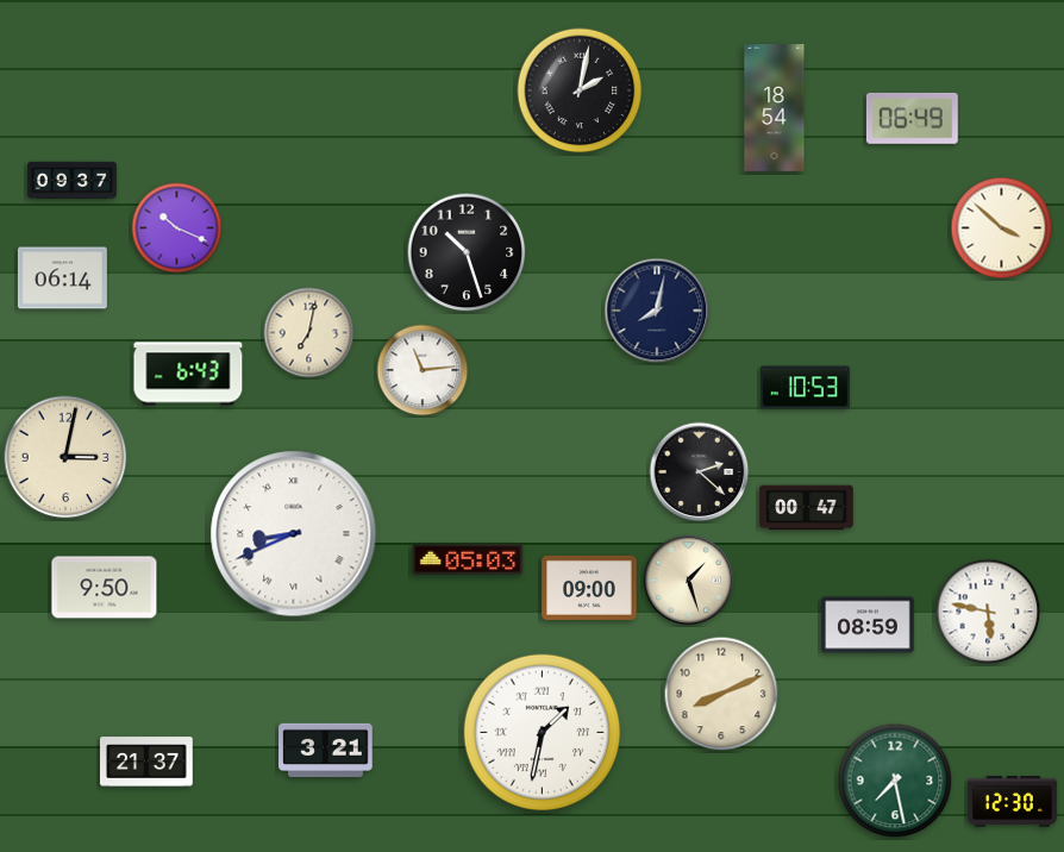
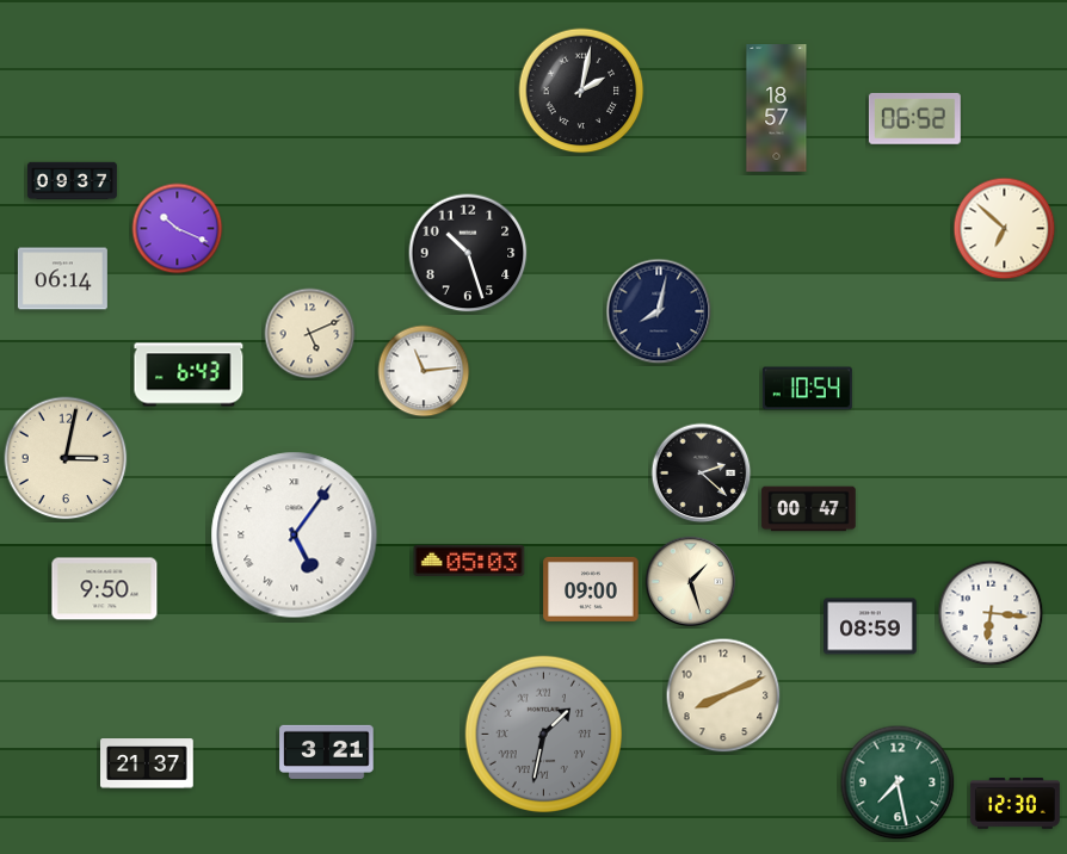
clock at (775, 108): 18:54 -> 18:57
clock at (912, 118): 06:49 -> 06:52
clock at (1002, 228): 3:52 -> 6:52
clock at (309, 333): 7:02 -> 5:11
clock at (805, 388): 10:53 -> 10:54
clock at (294, 534): 8:41 -> 5:06
clock at (988, 612): 5:47 -> 6:16
clock at (543, 733) dial: white -> grey
